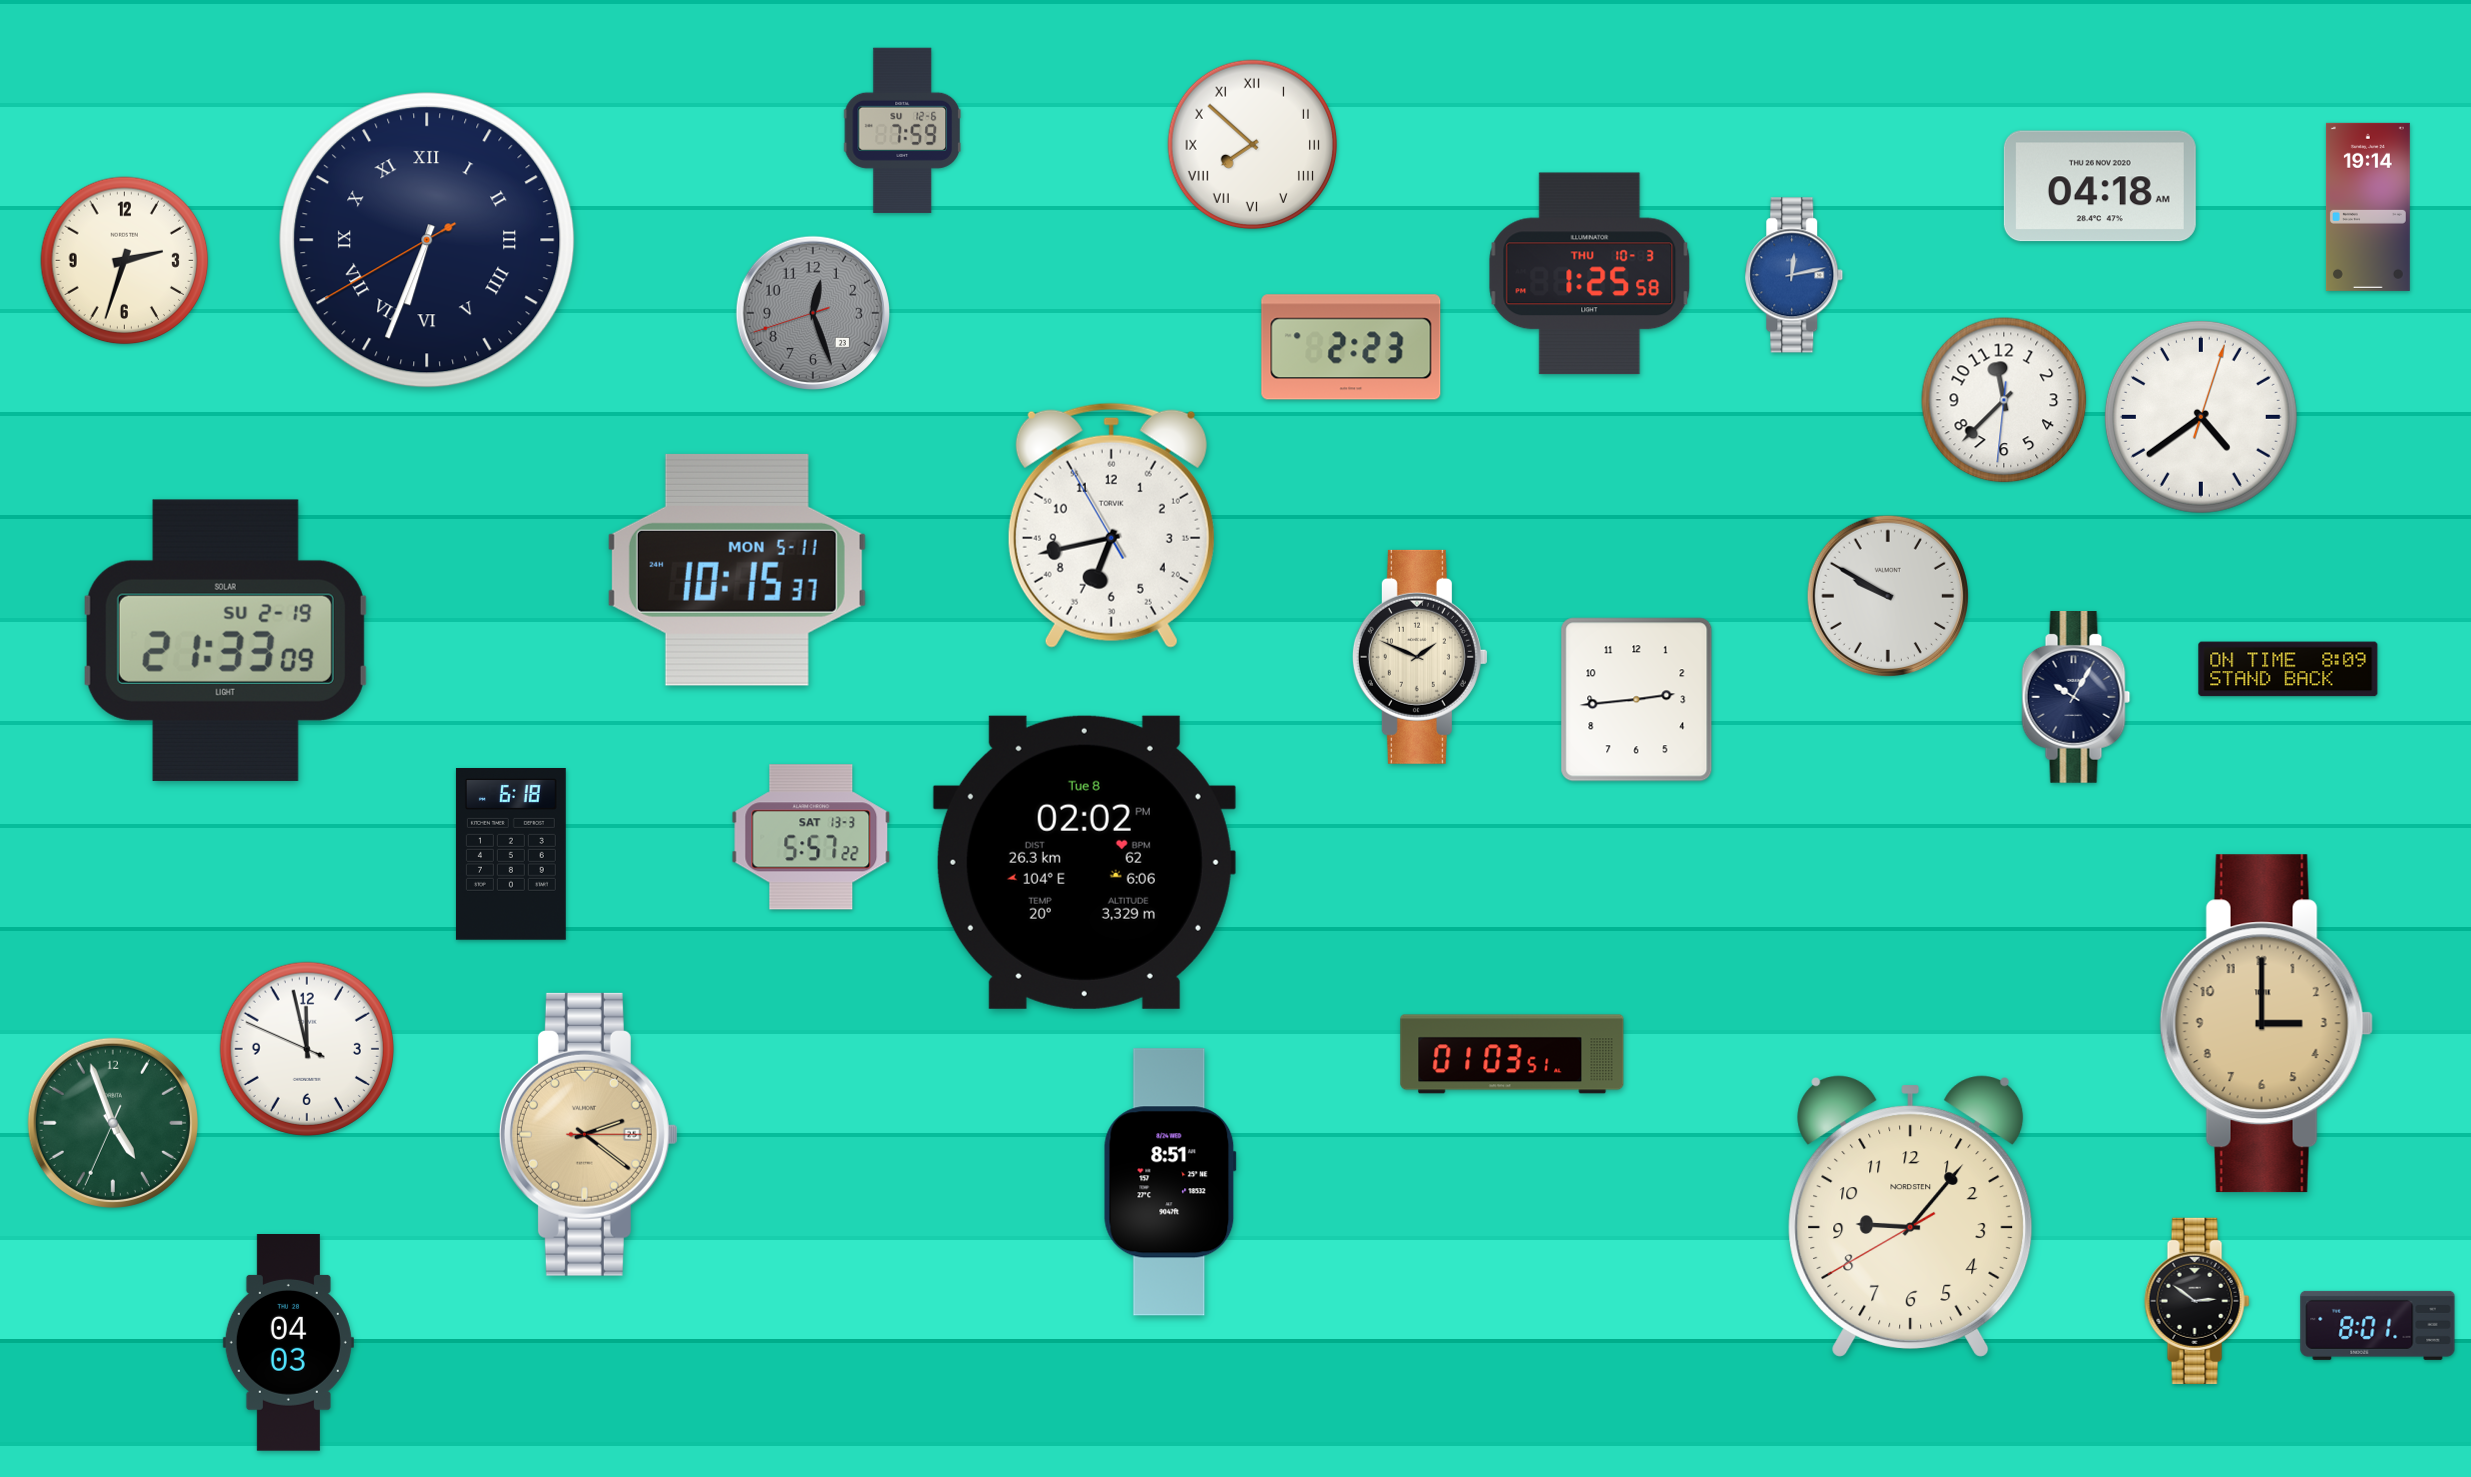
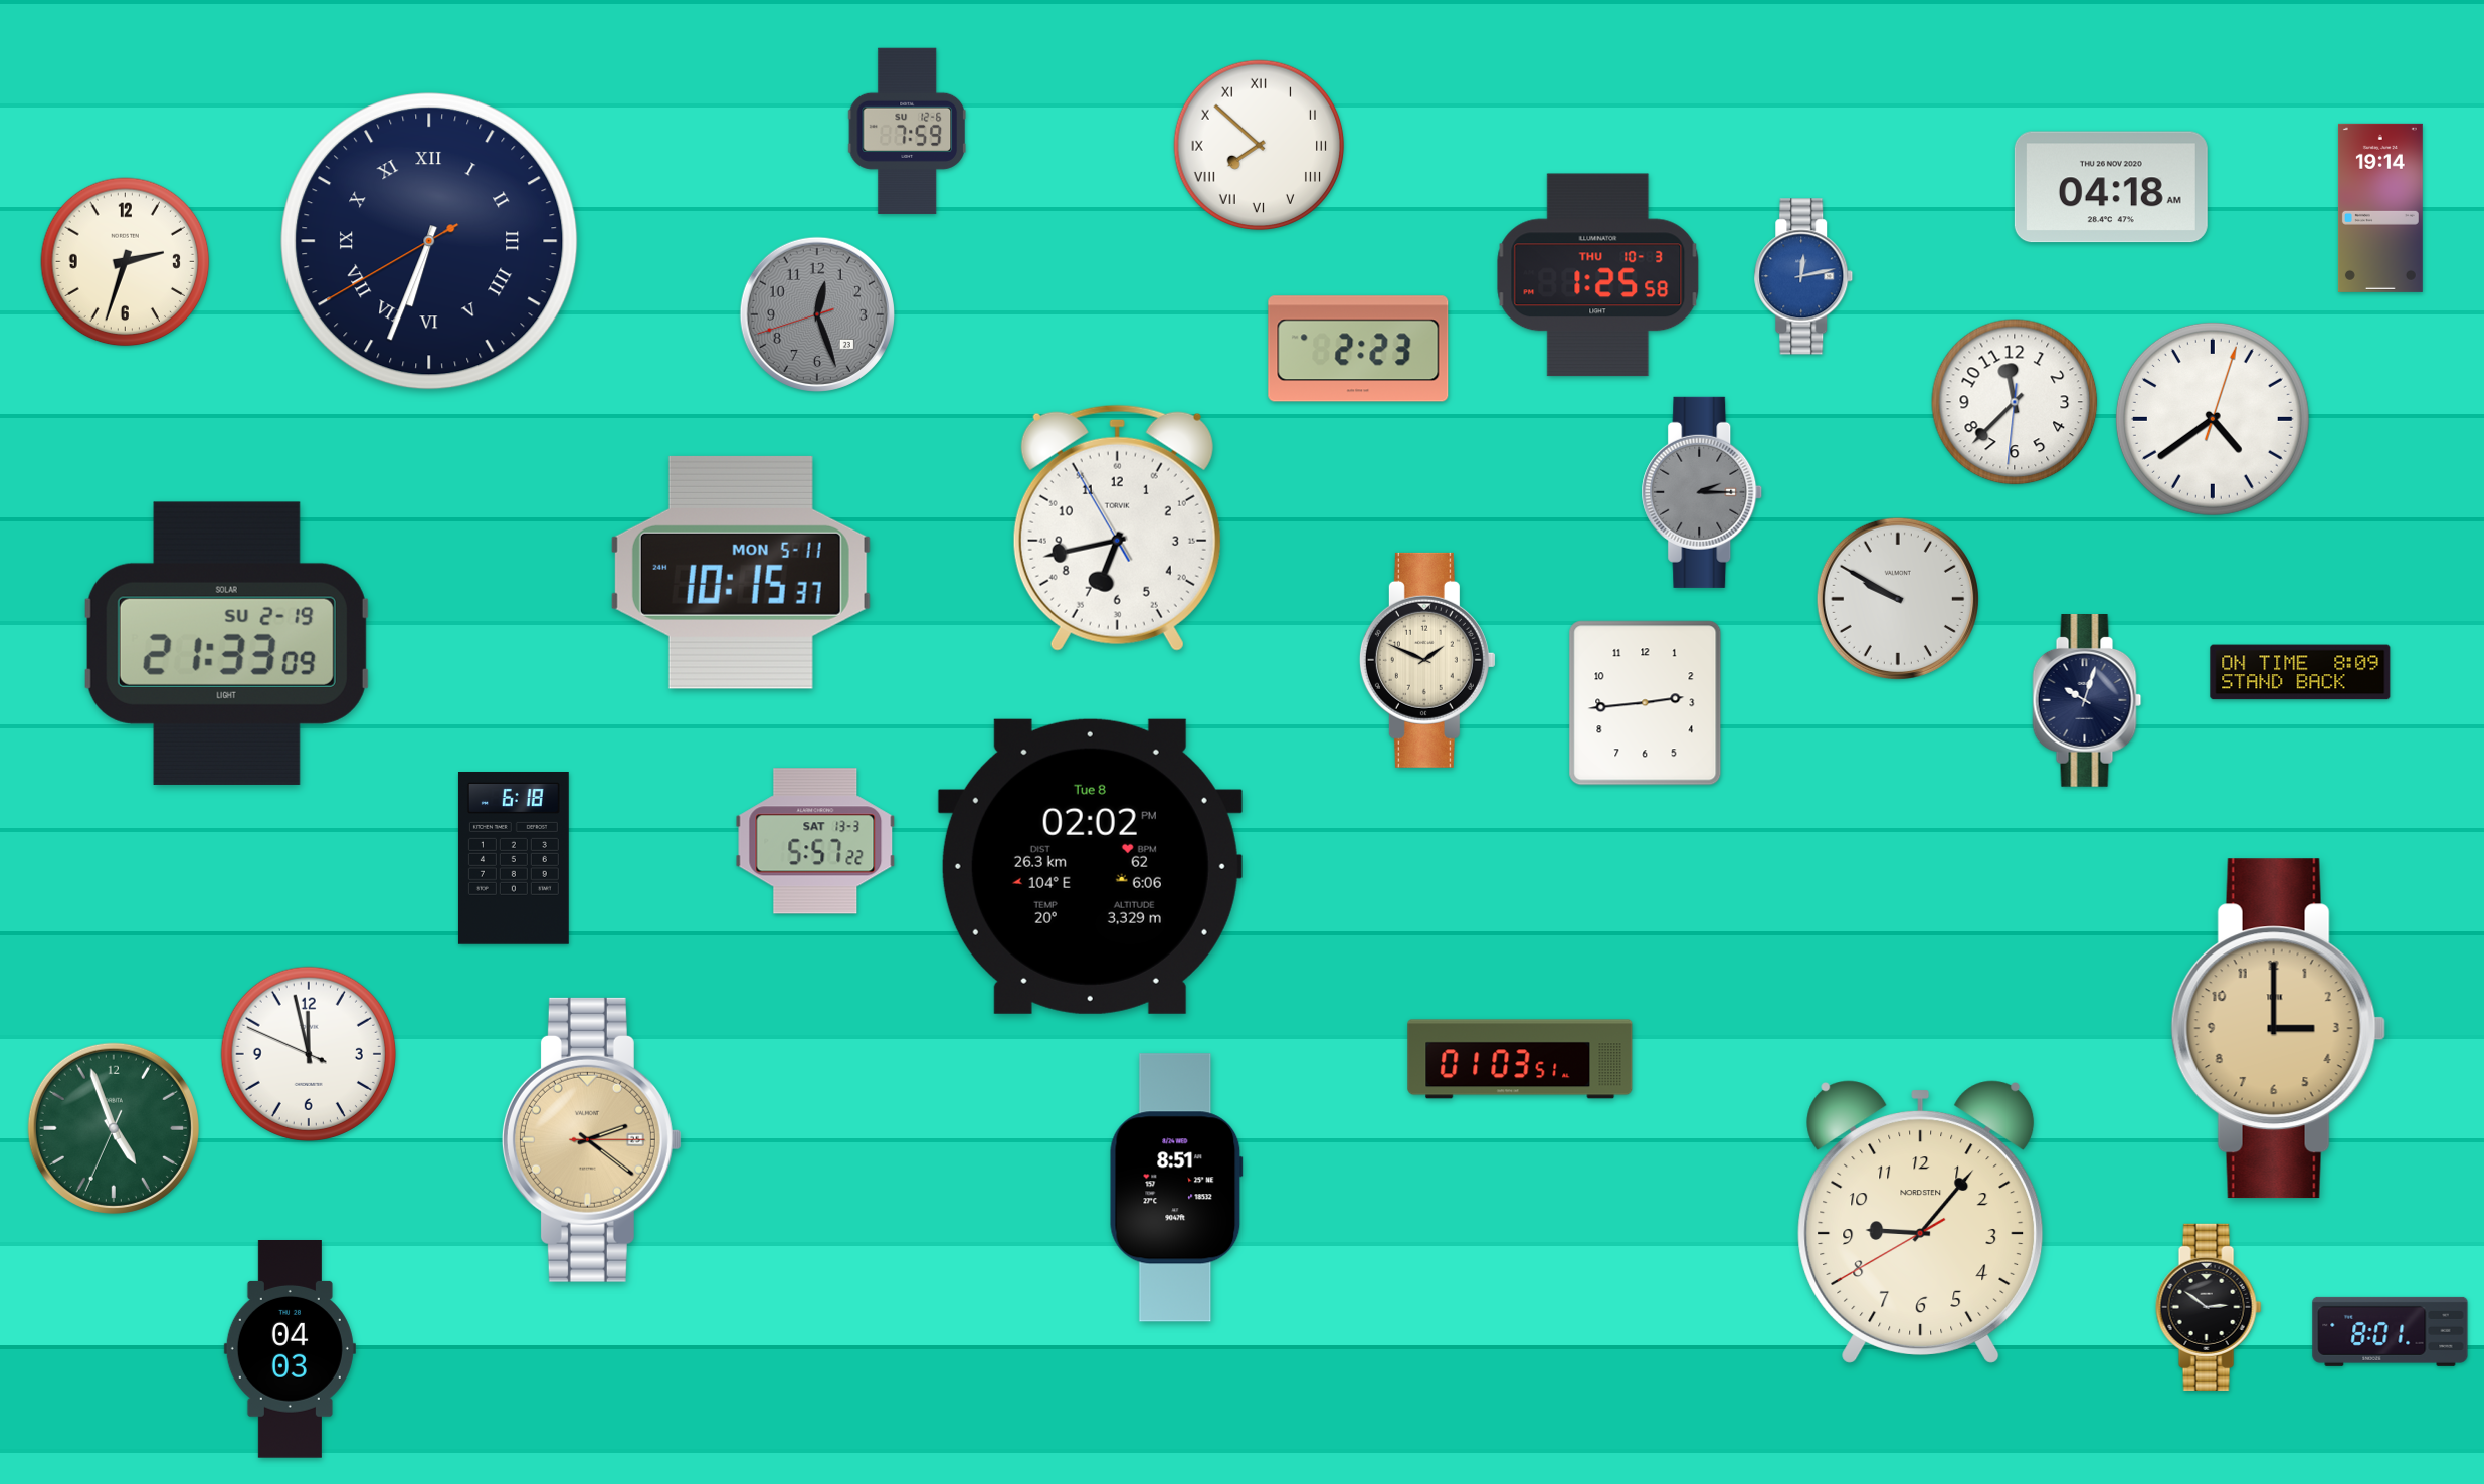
clock at (1702, 492): none -> 2:15
clock at (2076, 698): 10:05 -> 10:03
